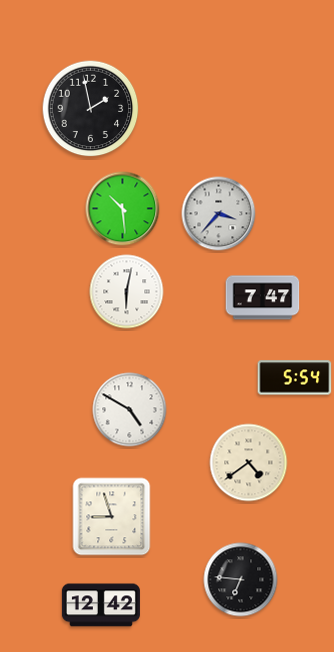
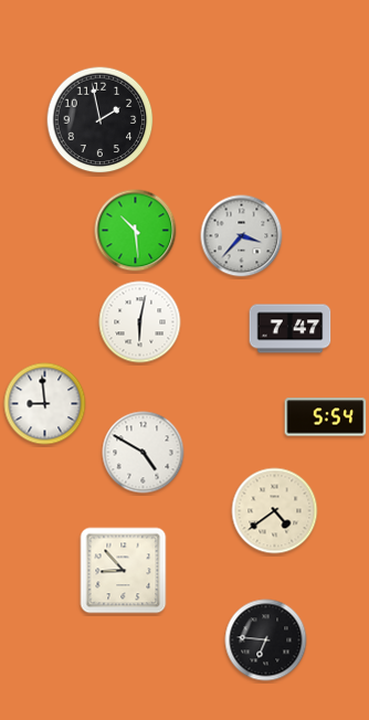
clock at (45, 404): none -> 8:59
clock at (112, 517): 8:57 -> 8:53
clock at (101, 605): 12:42 -> none
